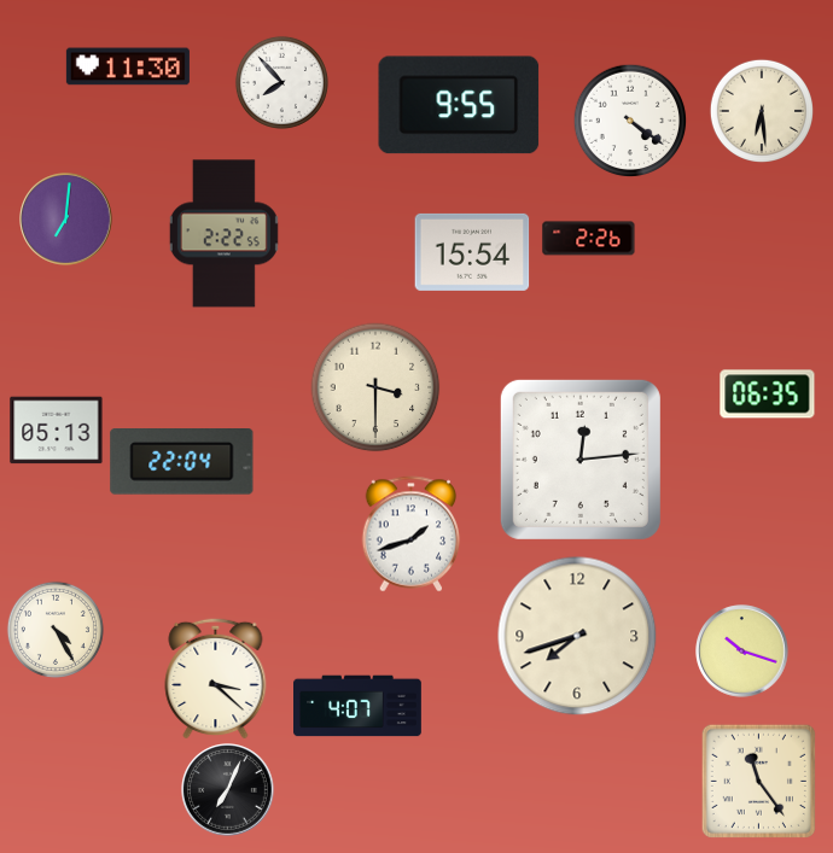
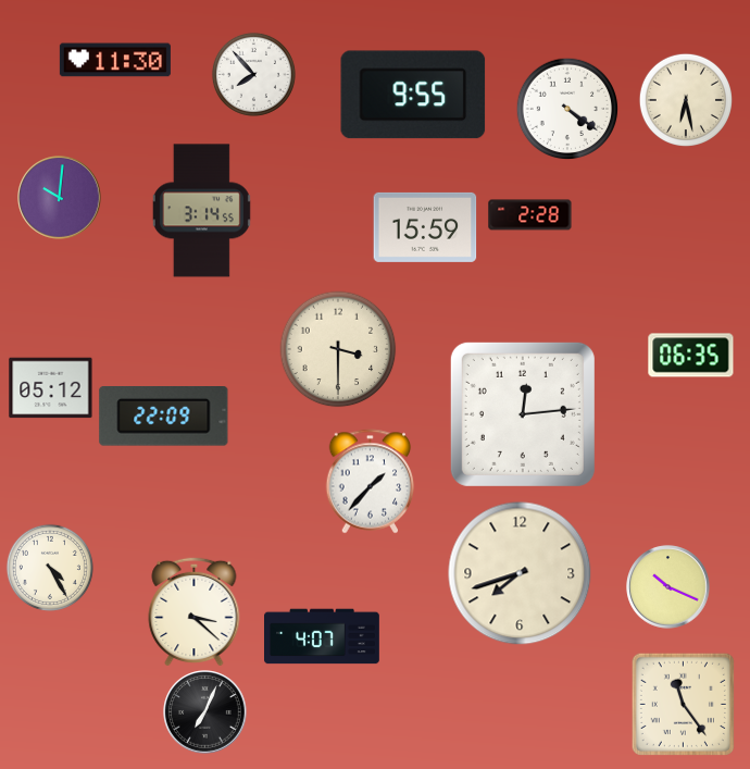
clock at (762, 111): 6:29 -> 6:28
clock at (66, 220): 7:01 -> 10:01
clock at (223, 234): 2:22 -> 3:14
clock at (589, 239): 2:26 -> 2:28
clock at (472, 252): 15:54 -> 15:59
clock at (57, 431): 05:13 -> 05:12
clock at (182, 462): 22:04 -> 22:09
clock at (412, 534): 1:42 -> 1:37
clock at (742, 652): 10:18 -> 10:19
